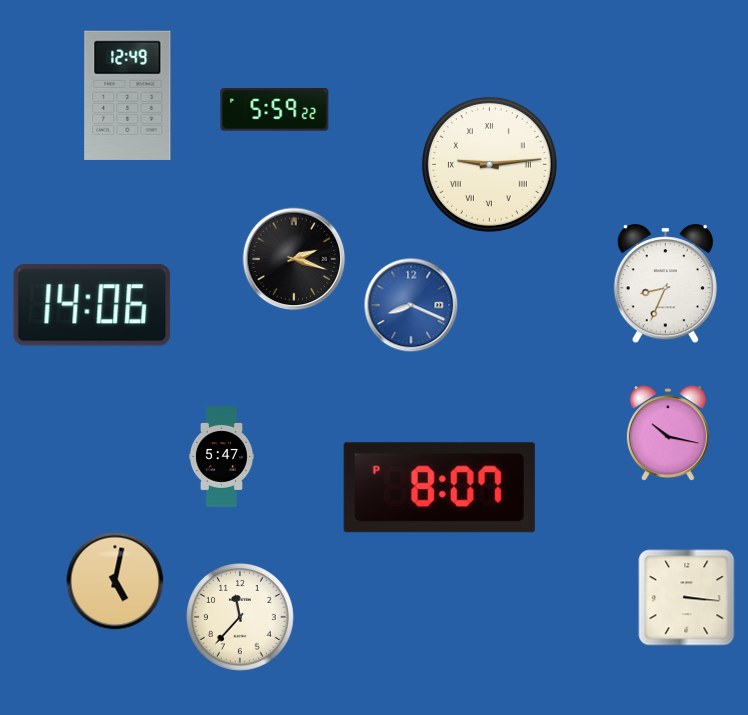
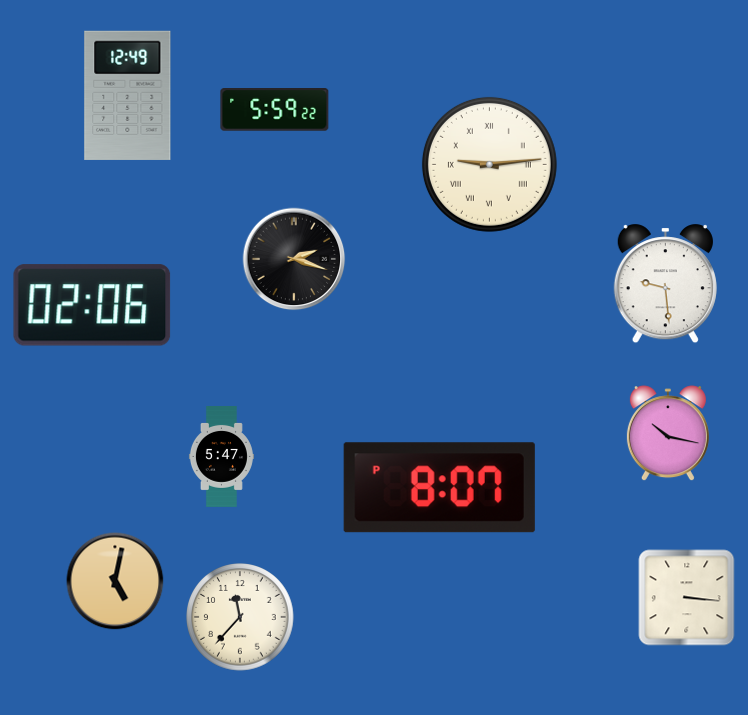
clock at (665, 284): 8:34 -> 9:29
clock at (92, 305): 14:06 -> 02:06
clock at (411, 305): 8:19 -> none
